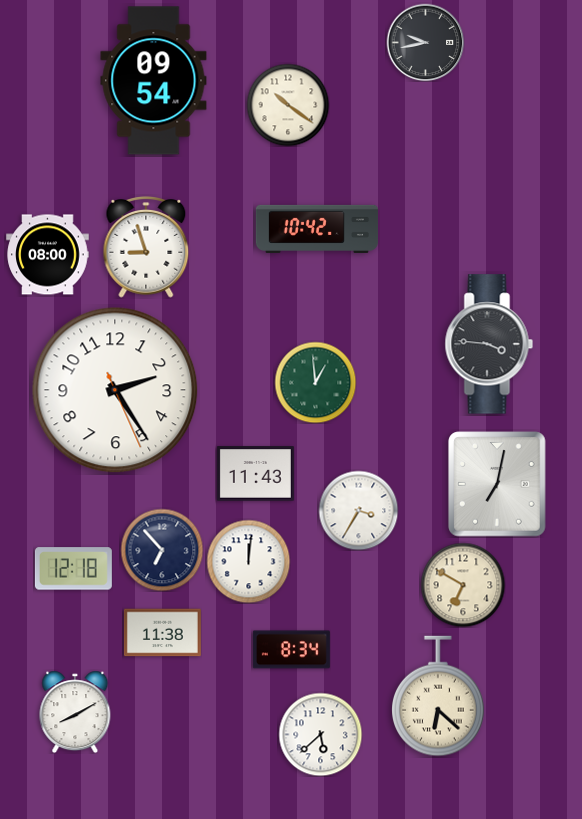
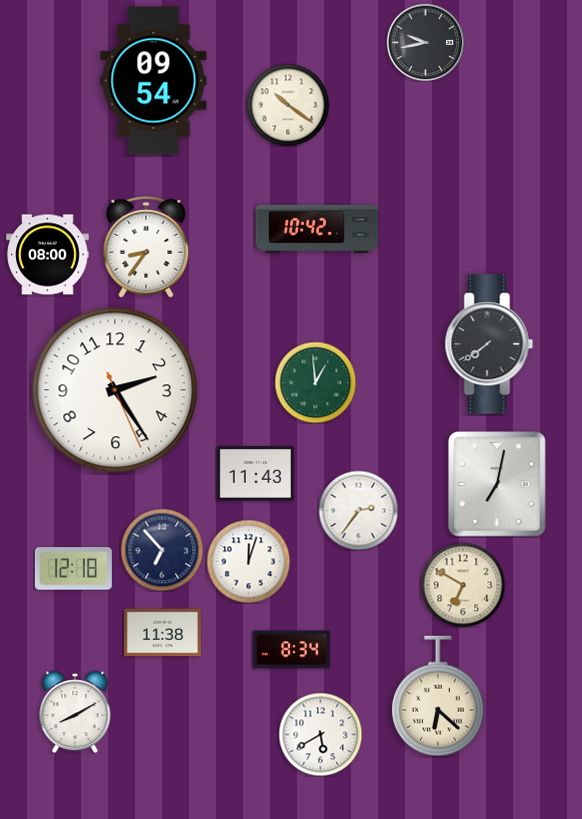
clock at (146, 248): 8:57 -> 8:36
clock at (489, 344): 3:46 -> 7:39
clock at (358, 510): 3:35 -> 2:36
clock at (248, 561): 12:01 -> 12:03
clock at (320, 734): 5:38 -> 5:40
